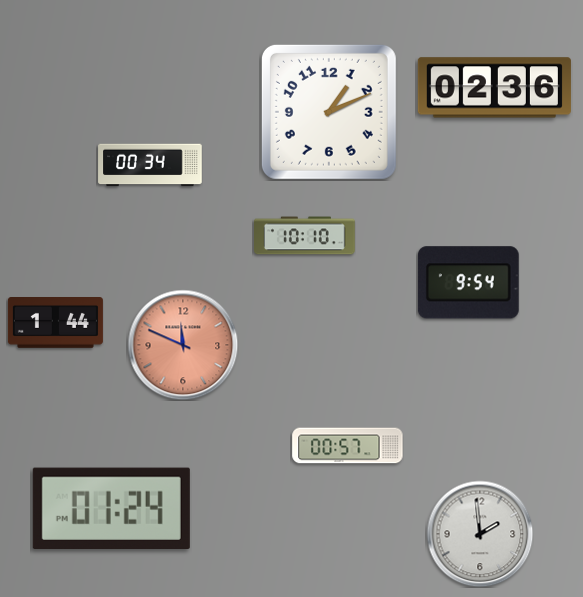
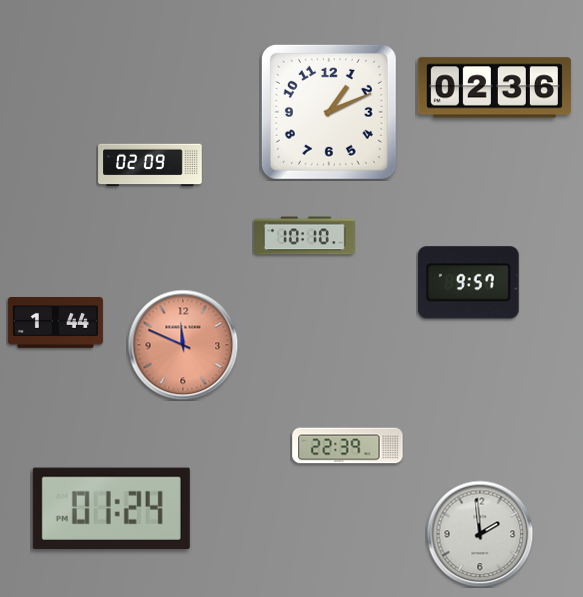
clock at (150, 165): 00:34 -> 02:09
clock at (468, 283): 9:54 -> 9:57
clock at (348, 446): 00:57 -> 22:39
